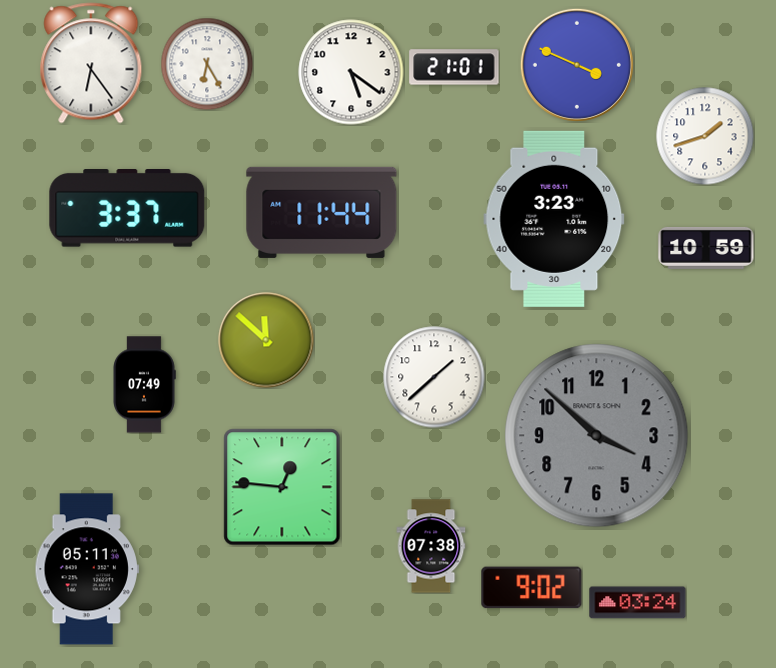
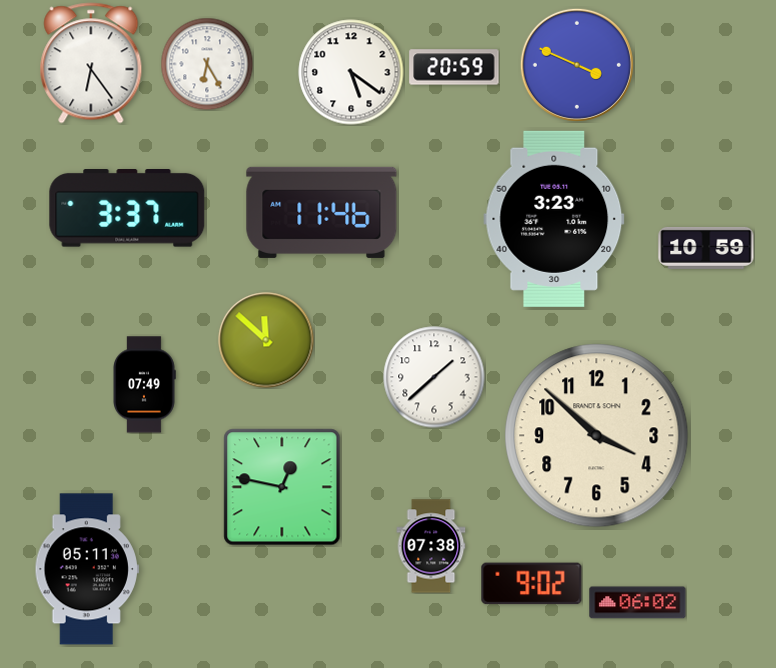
clock at (454, 67): 21:01 -> 20:59
clock at (705, 136): 1:42 -> none
clock at (322, 212): 11:44 -> 11:46
clock at (597, 436) dial: grey -> cream
clock at (282, 487): 12:46 -> 12:47
clock at (532, 588) position: (532, 588) -> (532, 584)
clock at (638, 603): 03:24 -> 06:02
